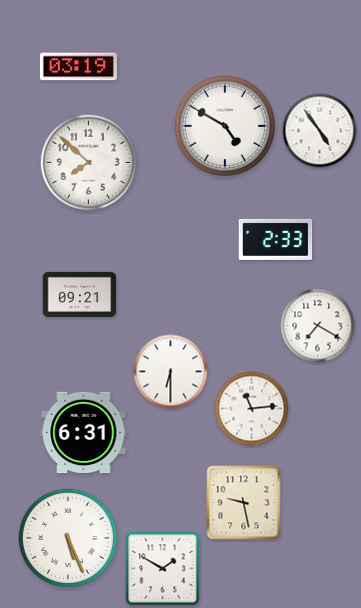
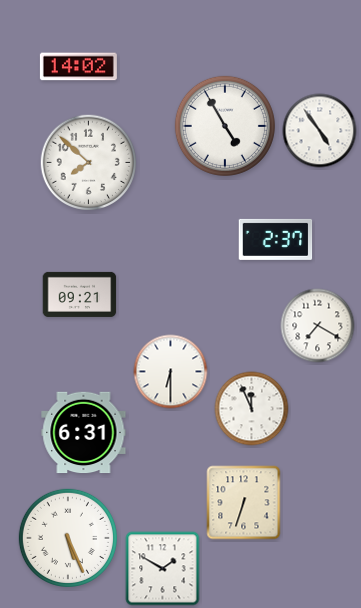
clock at (78, 67): 03:19 -> 14:02
clock at (225, 126): 4:50 -> 4:55
clock at (276, 239): 2:33 -> 2:37
clock at (252, 409): 11:14 -> 11:56
clock at (244, 503): 9:28 -> 6:33
